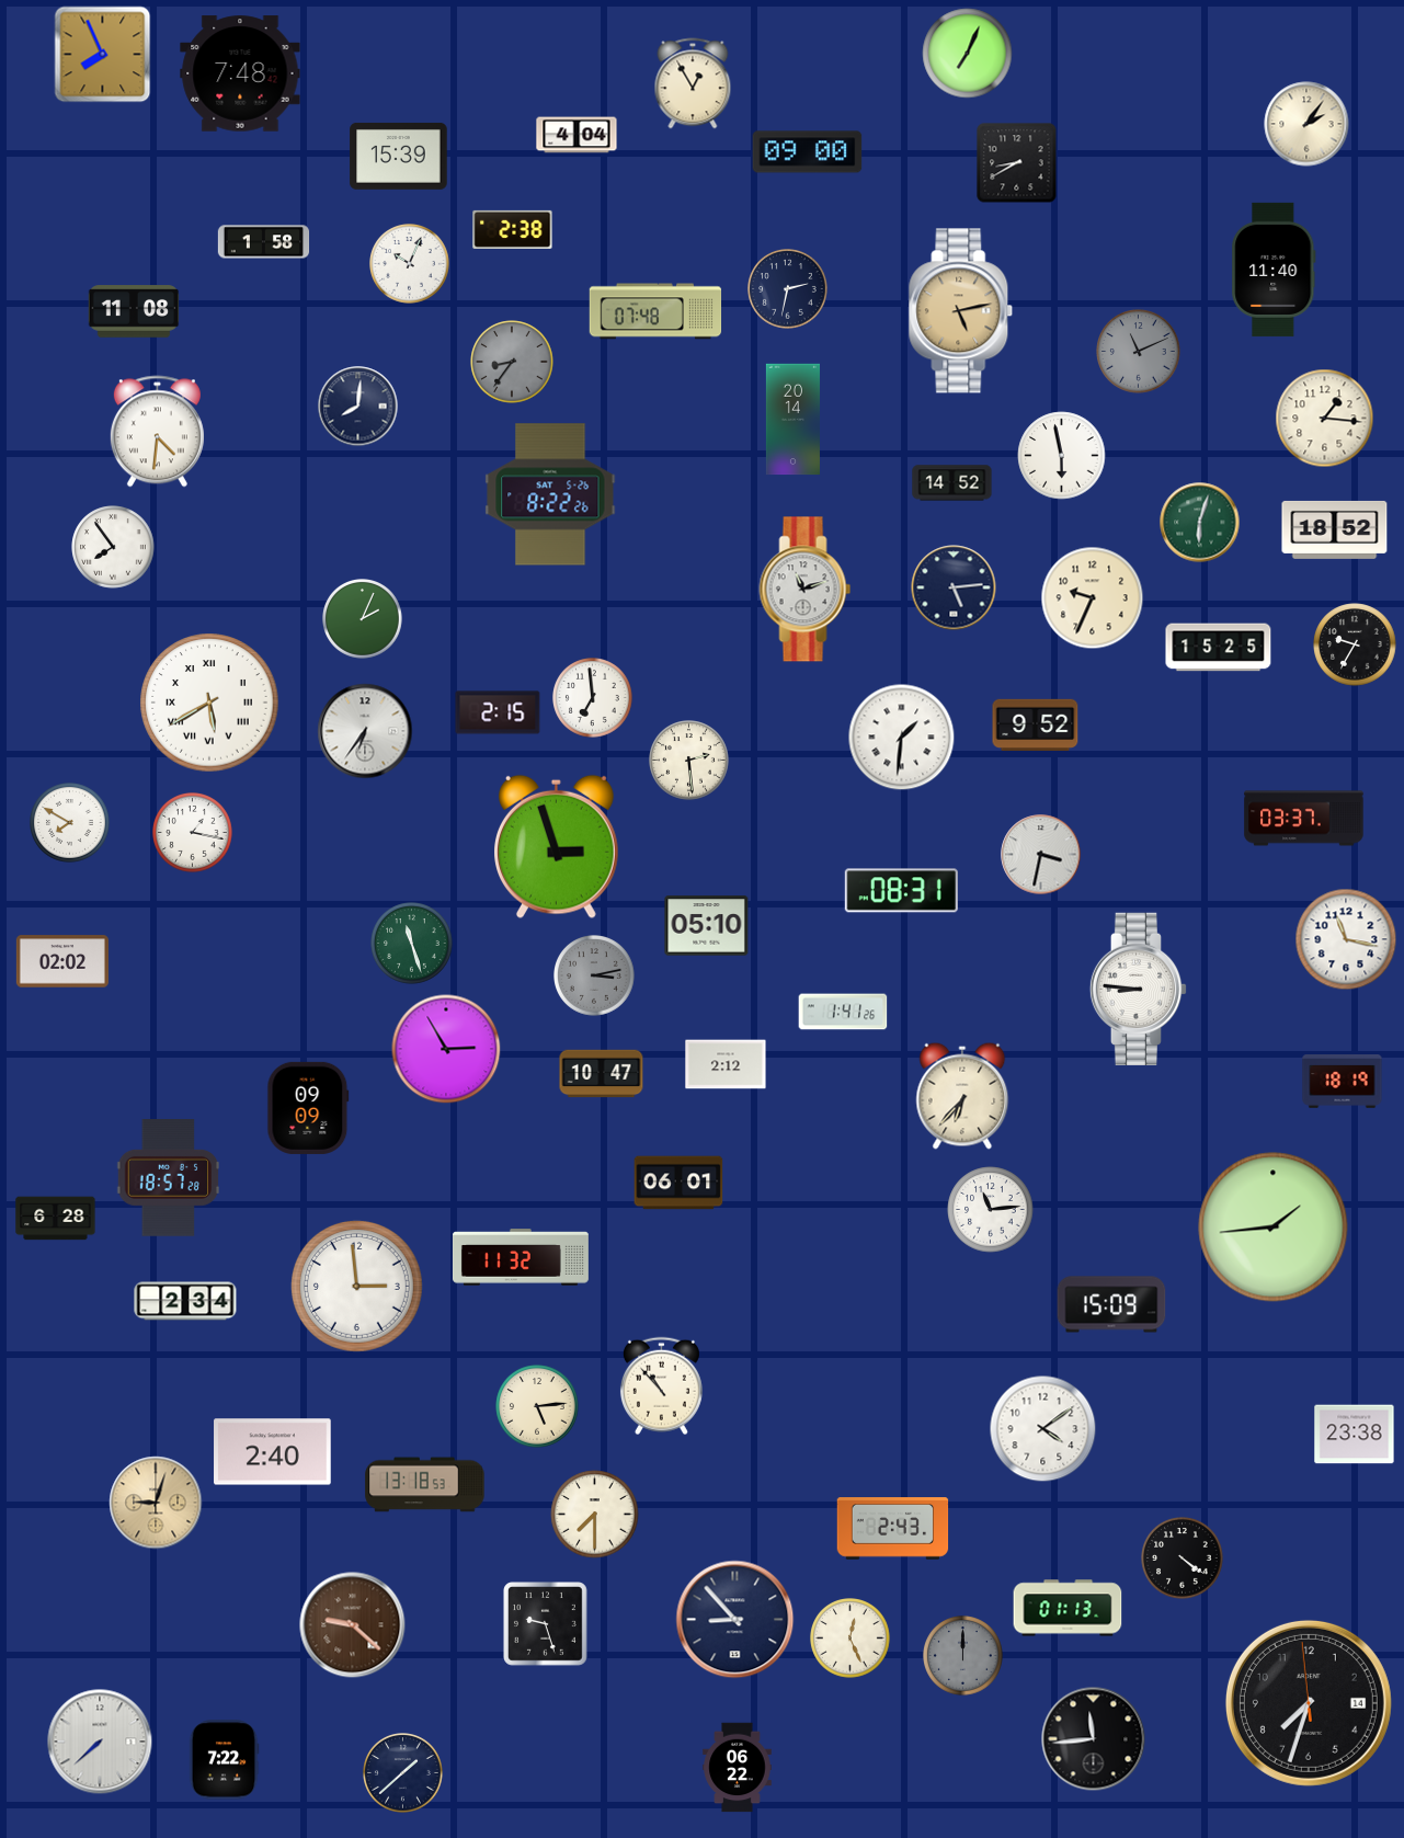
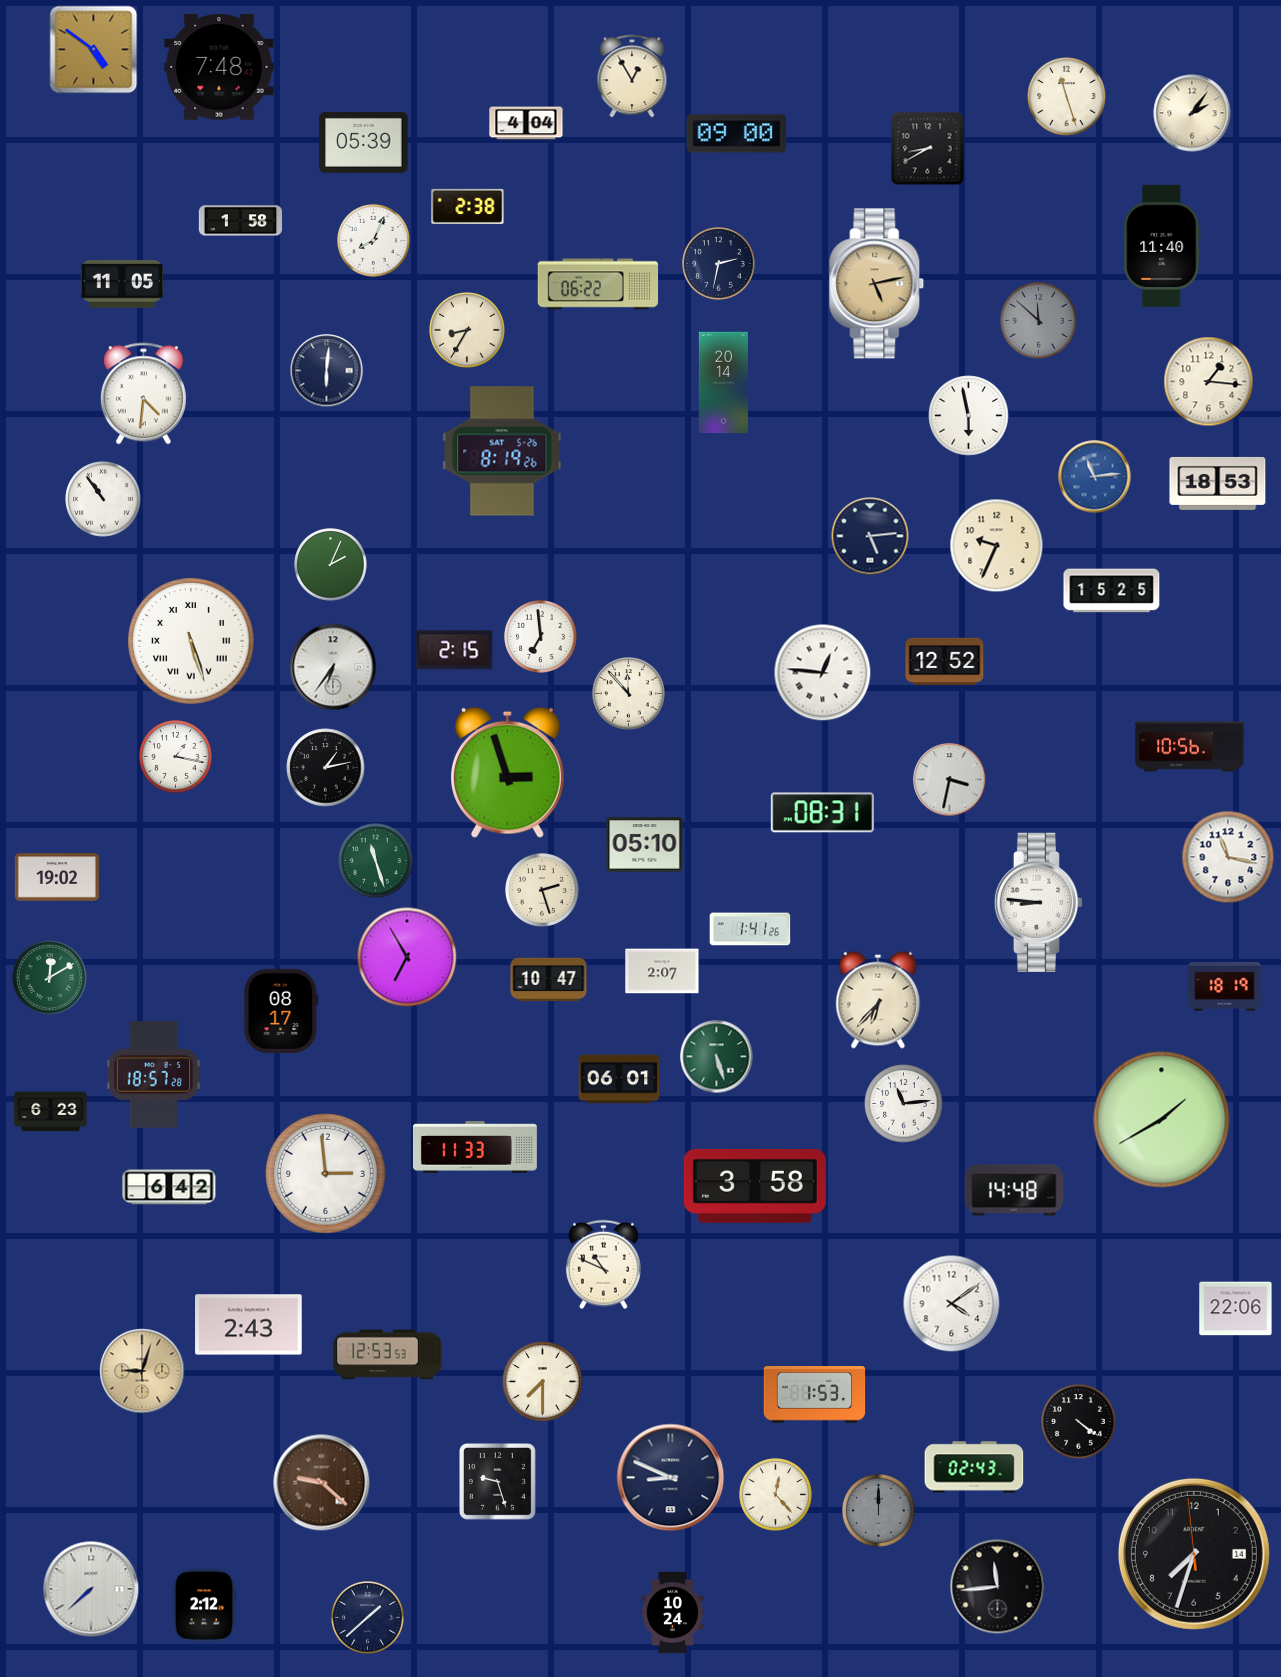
clock at (968, 54): 7:04 -> none
clock at (103, 55): 7:56 -> 4:51
clock at (1067, 97): none -> 11:27
clock at (808, 152) position: (808, 152) -> (737, 134)
clock at (399, 156): 15:39 -> 05:39
clock at (513, 229) position: (513, 229) -> (468, 206)
clock at (410, 264): 10:04 -> 8:04
clock at (134, 311): 11:08 -> 11:05
clock at (655, 311): 07:48 -> 06:22
clock at (1139, 352): 11:11 -> 11:52
clock at (512, 362): 8:36 -> 8:35
clock at (512, 362) dial: grey -> cream
clock at (358, 407): 8:01 -> 6:01
clock at (952, 483): 14:52 -> none
clock at (550, 494): 8:22 -> 8:19
clock at (1200, 523): 6:03 -> 11:14
clock at (1200, 523) dial: green -> blue
clock at (1335, 529): 18:52 -> 18:53
clock at (113, 547): 7:54 -> 10:54
clock at (806, 590): 11:12 -> none
clock at (1355, 644): 9:35 -> none
clock at (209, 703): 5:40 -> 5:27
clock at (1036, 724): 9:52 -> 12:52
clock at (902, 738): 1:31 -> 12:46
clock at (689, 761): 2:29 -> 11:53
clock at (1304, 819): 03:37 -> 10:56
clock at (70, 823): 7:50 -> none
clock at (193, 833) position: (193, 833) -> (176, 757)
clock at (326, 768): none -> 1:13
clock at (62, 961): 02:02 -> 19:02
clock at (595, 977): 3:13 -> 2:27
clock at (595, 977) dial: grey -> cream
clock at (843, 1012) position: (843, 1012) -> (750, 929)
clock at (446, 1049): 2:55 -> 6:55
clock at (726, 1064): 2:12 -> 2:07
clock at (50, 978): none -> 12:10
clock at (308, 1108): 09:09 -> 08:17
clock at (717, 1057): none -> 5:27
clock at (56, 1219): 6:28 -> 6:23
clock at (1274, 1228): 1:44 -> 1:40
clock at (521, 1257): 11:32 -> 11:33
clock at (755, 1186): none -> 3:58
clock at (185, 1301): 2:34 -> 6:42
clock at (1111, 1304): 15:09 -> 14:48
clock at (661, 1386): 10:53 -> 10:49
clock at (537, 1406): 5:14 -> none
clock at (1355, 1435): 23:38 -> 22:06
clock at (273, 1452): 2:40 -> 2:43
clock at (425, 1485): 13:18 -> 12:53
clock at (893, 1529): 2:43 -> 1:53
clock at (1068, 1608): 01:13 -> 02:43
clock at (735, 1620): 8:53 -> 8:49
clock at (851, 1639): 12:26 -> 12:23
clock at (224, 1760): 7:22 -> 2:12
clock at (738, 1768): 06:22 -> 10:24
